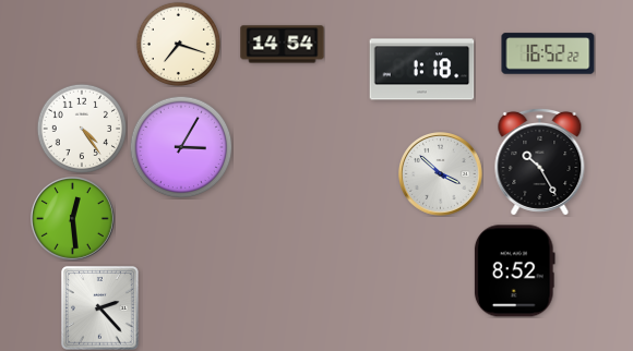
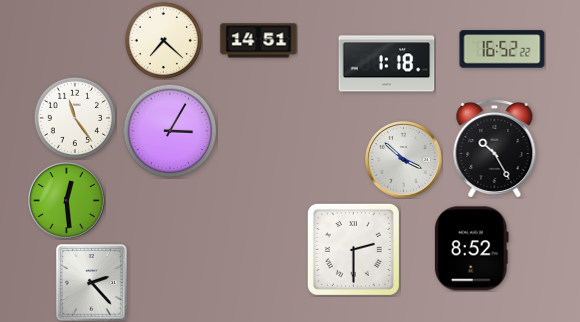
clock at (178, 44): 7:18 -> 7:22
clock at (283, 45): 14:54 -> 14:51
clock at (81, 128): 4:24 -> 11:24
clock at (181, 147) position: (181, 147) -> (170, 131)
clock at (353, 249): none -> 2:30
